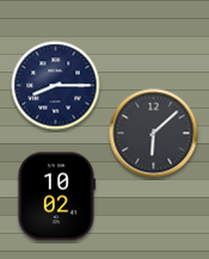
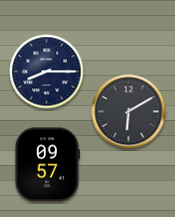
clock at (154, 134): 6:08 -> 6:10
clock at (56, 197): 10:02 -> 09:57
